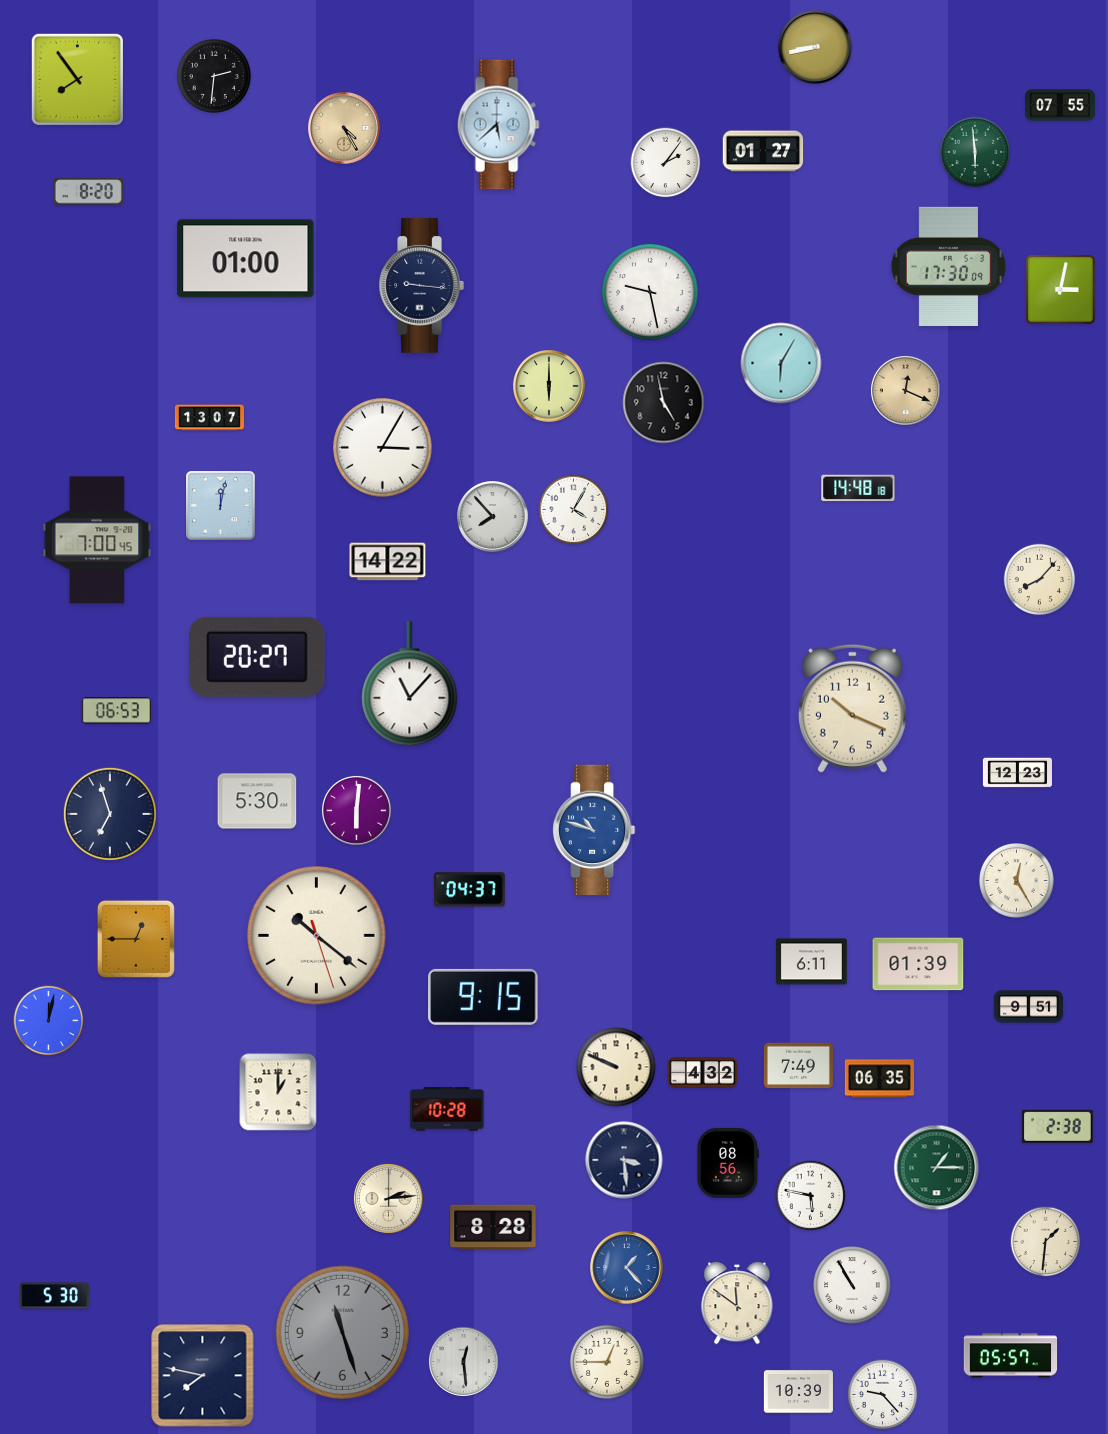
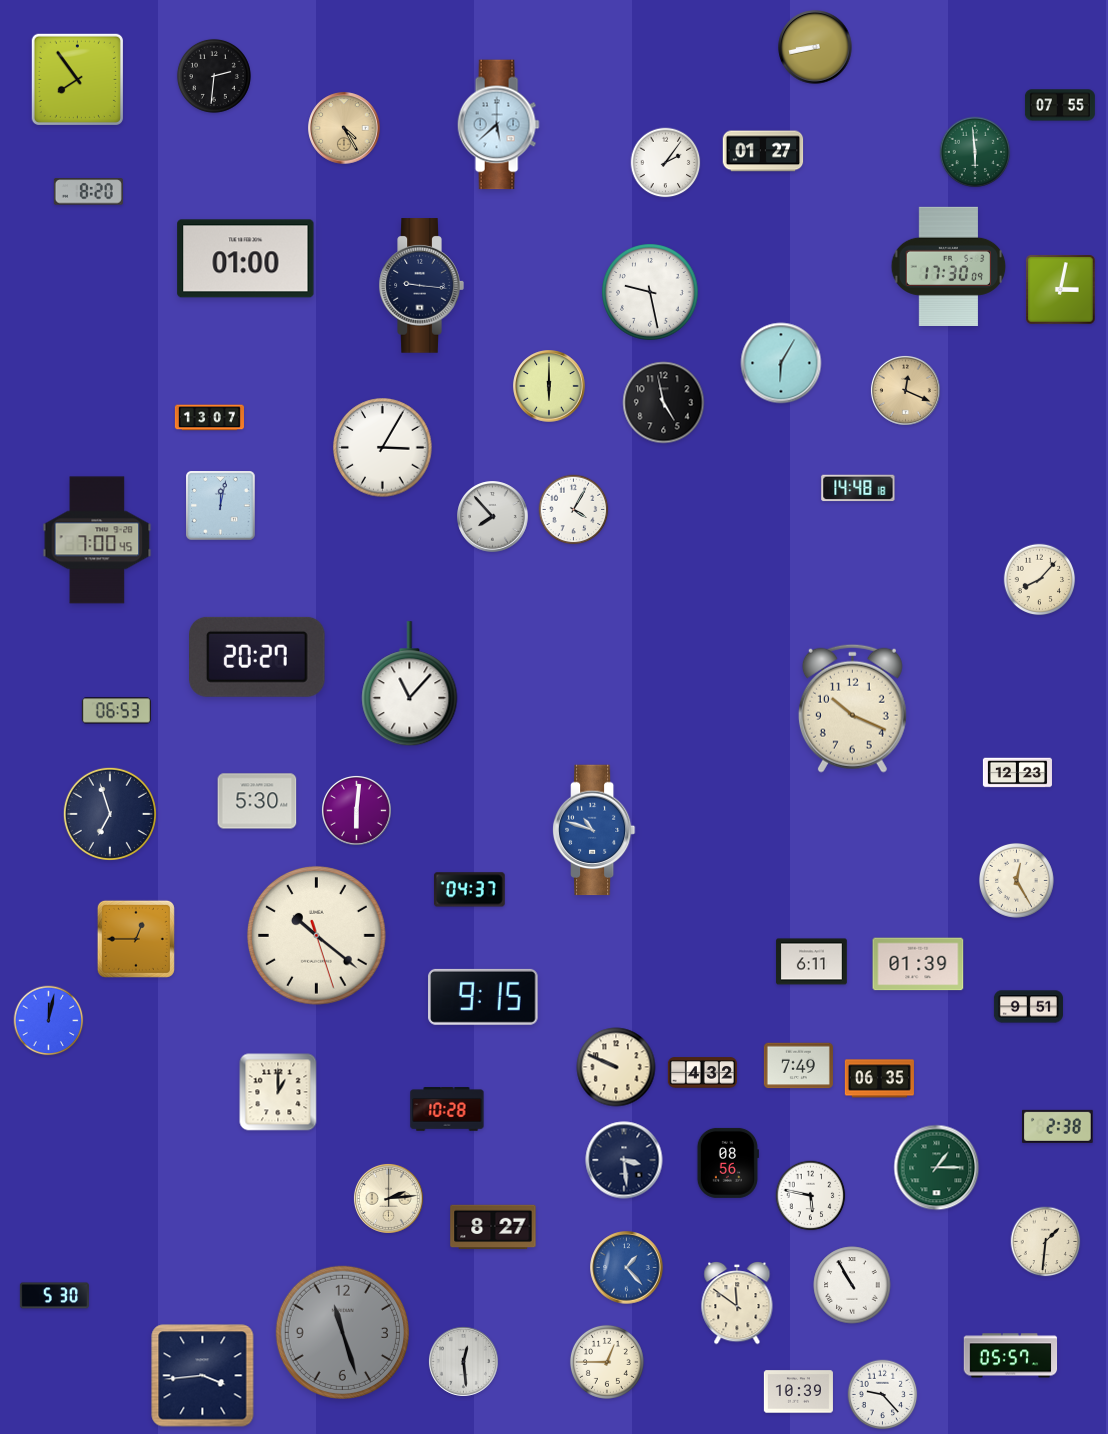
clock at (388, 562): 14:22 -> none
clock at (493, 1227): 8:28 -> 8:27
clock at (203, 1376): 7:47 -> 3:44
